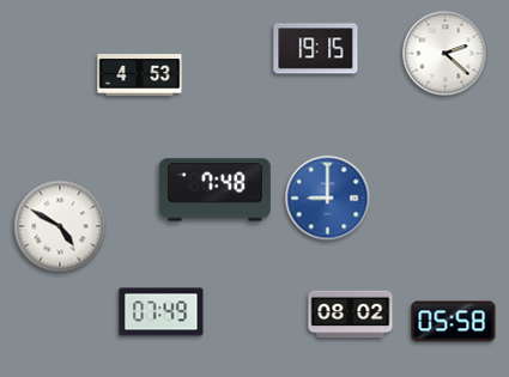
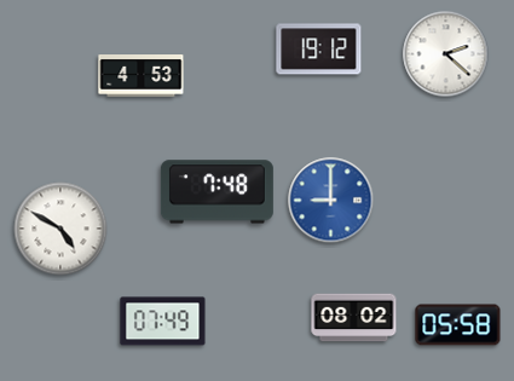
clock at (316, 49): 19:15 -> 19:12
clock at (446, 54) position: (446, 54) -> (446, 54)
clock at (162, 312) position: (162, 312) -> (163, 322)
